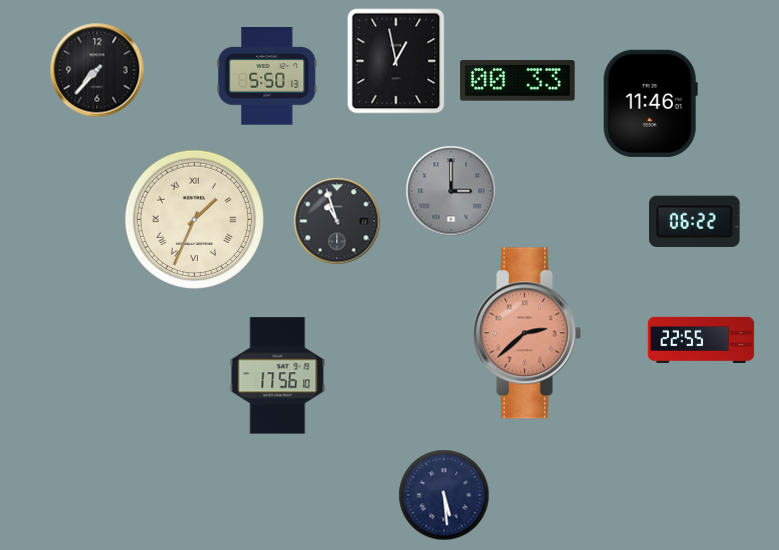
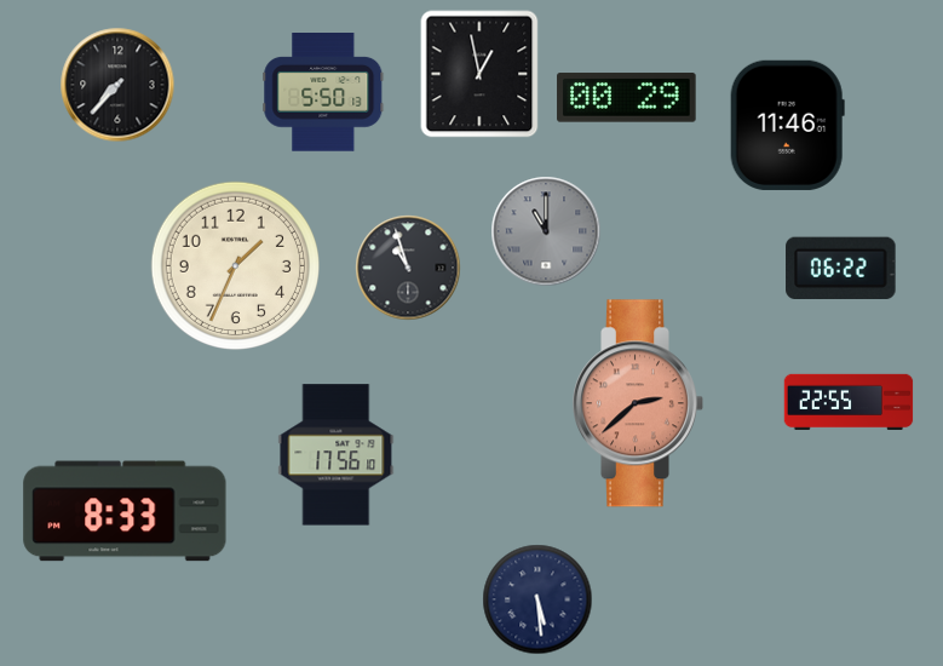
clock at (518, 81): 00:33 -> 00:29
clock at (451, 191): 3:00 -> 11:00
clock at (194, 219) numerals: Roman -> Arabic
clock at (701, 339) position: (701, 339) -> (849, 401)
clock at (125, 511): none -> 8:33
